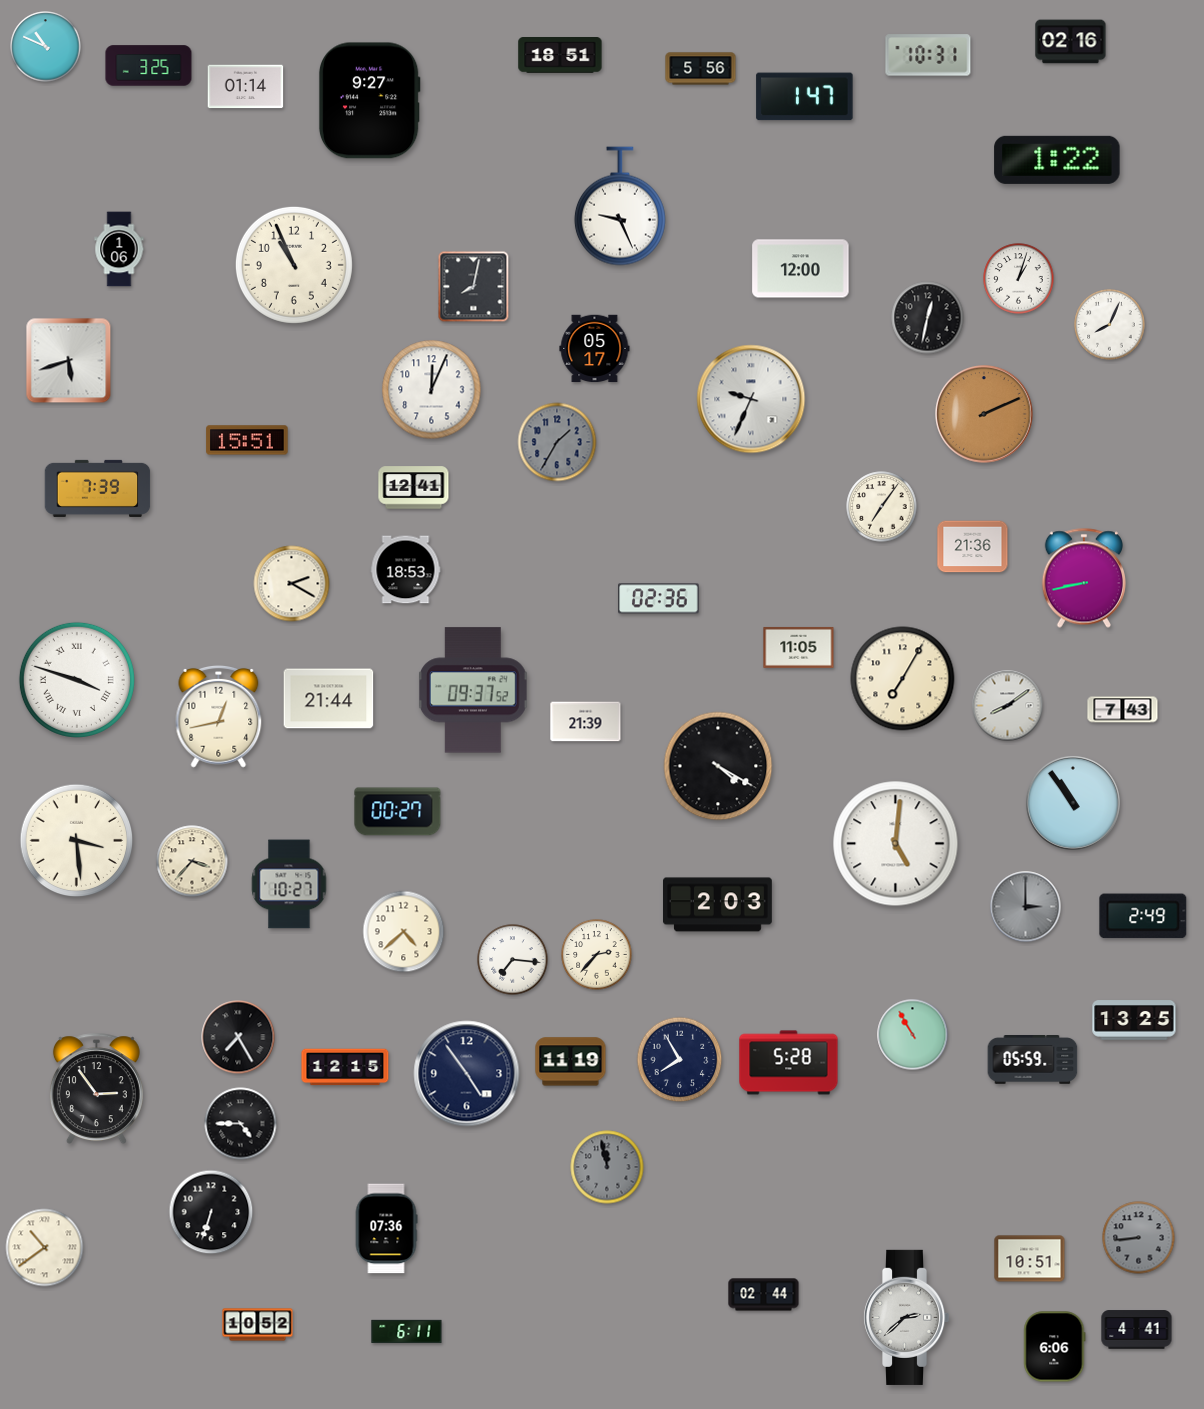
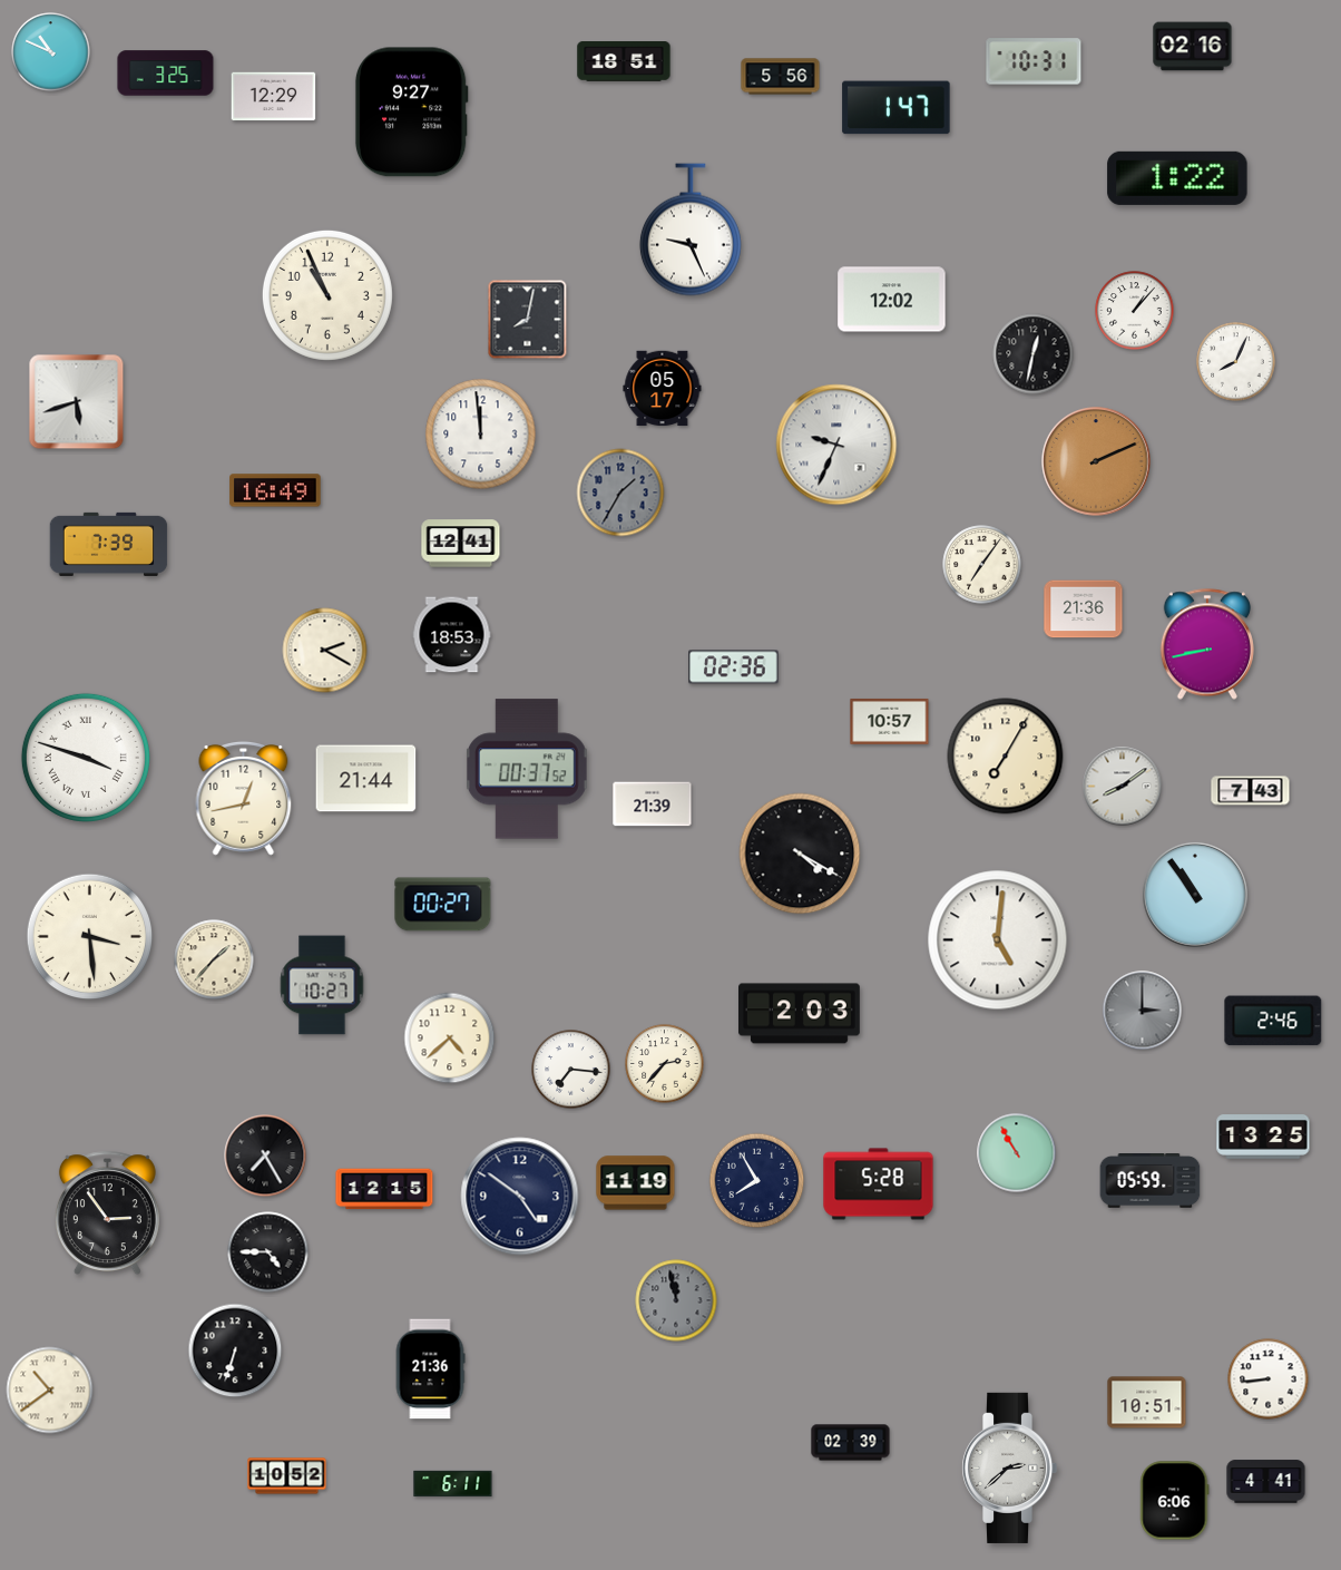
clock at (246, 87): 01:14 -> 12:29
clock at (119, 249): 1:06 -> none
clock at (801, 269): 12:00 -> 12:02
clock at (1019, 279): 1:03 -> 1:07
clock at (432, 390): 12:04 -> 11:59
clock at (247, 440): 15:51 -> 16:49
clock at (799, 647): 11:05 -> 10:57
clock at (473, 690): 09:37 -> 00:37
clock at (77, 841) position: (77, 841) -> (90, 937)
clock at (192, 861): 3:37 -> 1:37
clock at (718, 905) position: (718, 905) -> (800, 1014)
clock at (1143, 916): 2:49 -> 2:46
clock at (467, 1074): 4:54 -> 4:51
clock at (386, 1229): 07:36 -> 21:36
clock at (1139, 1238) dial: grey -> white
clock at (764, 1295): 02:44 -> 02:39
